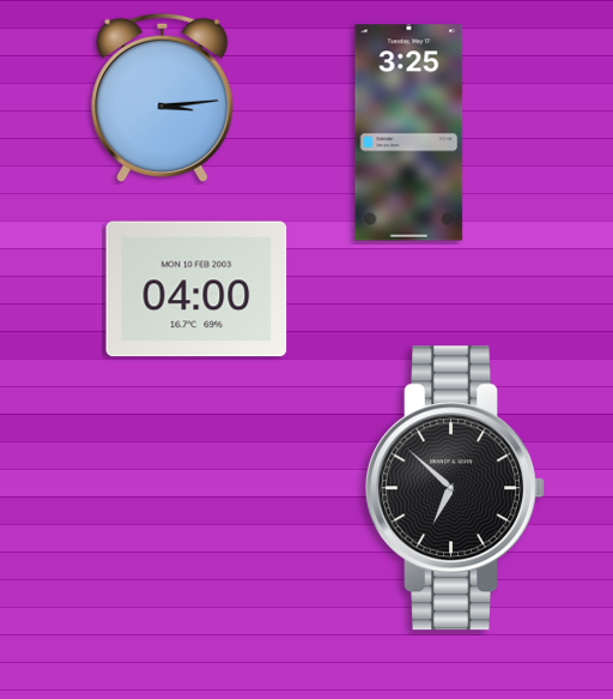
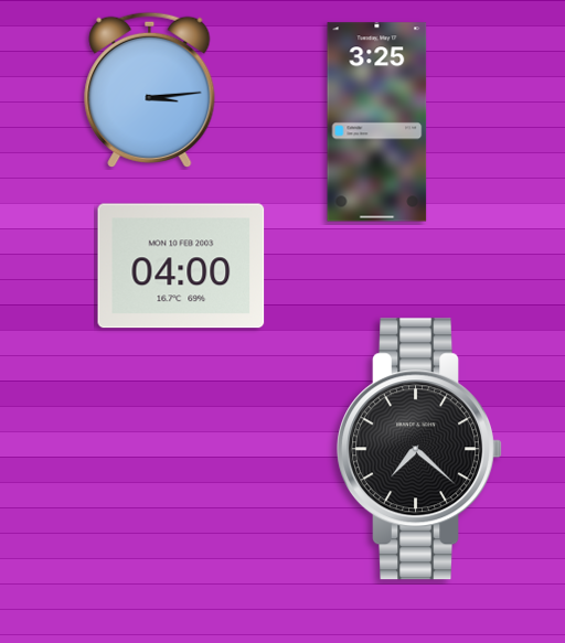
clock at (455, 488): 6:52 -> 7:22
